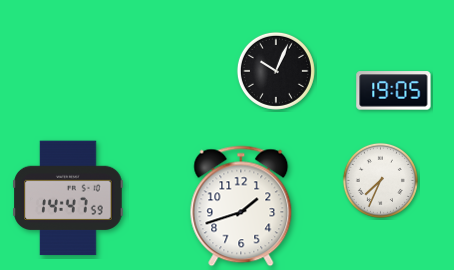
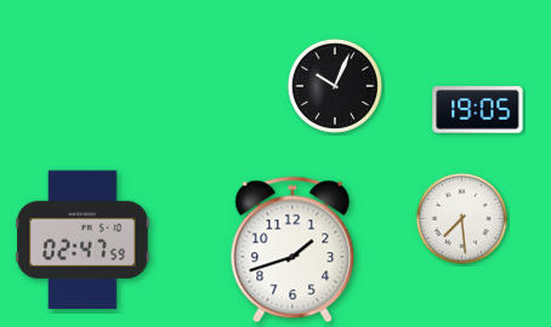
clock at (380, 180): 7:34 -> 7:29
clock at (68, 198): 14:47 -> 02:47
